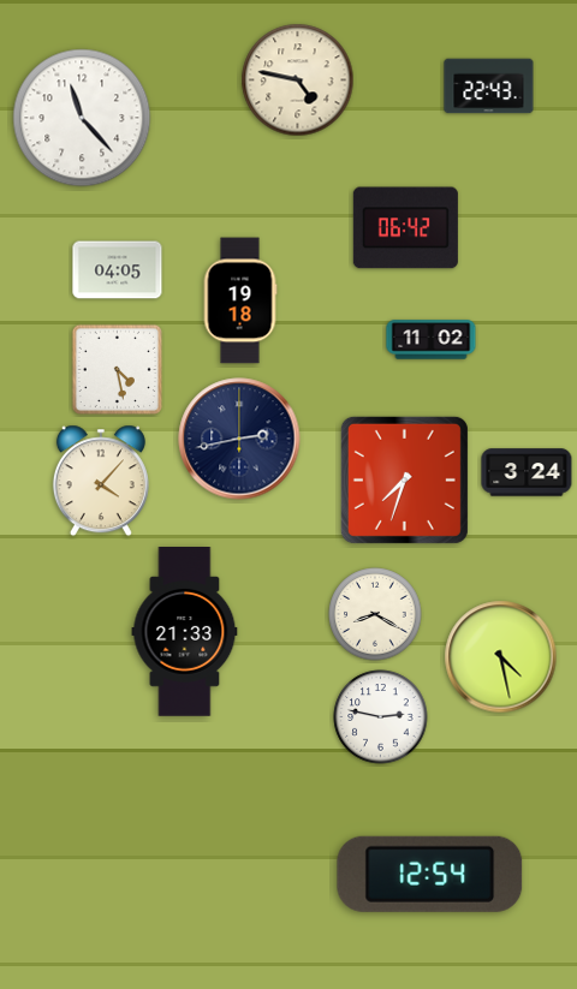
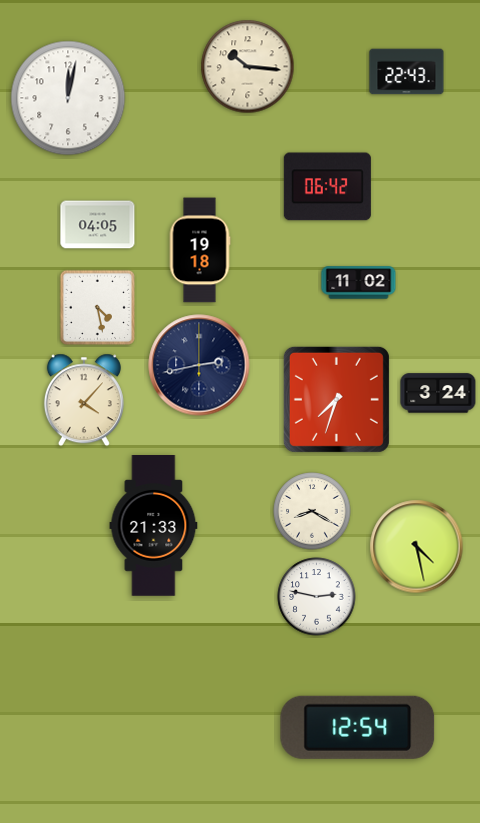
clock at (298, 81): 4:47 -> 10:16
clock at (82, 118): 11:23 -> 12:02
clock at (405, 228) position: (405, 228) -> (327, 187)
